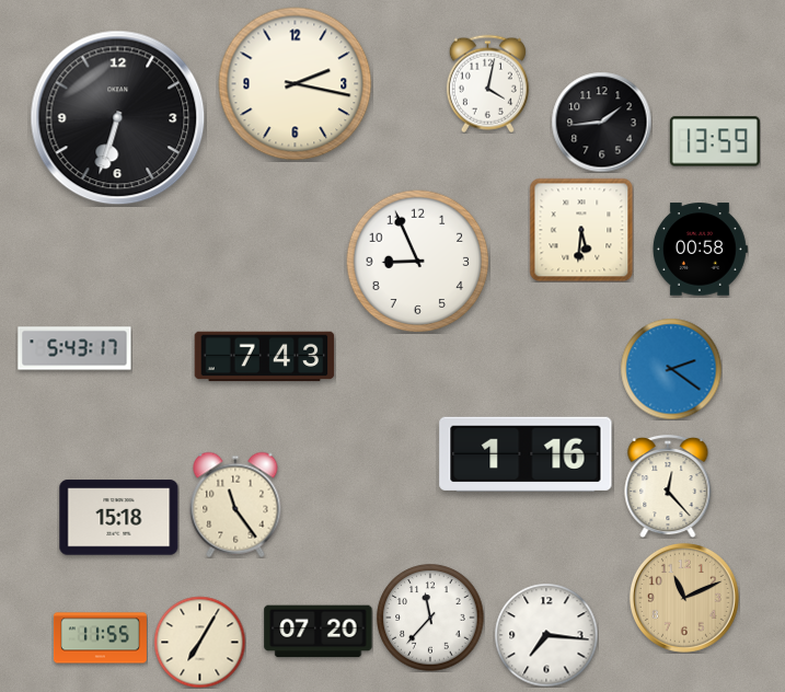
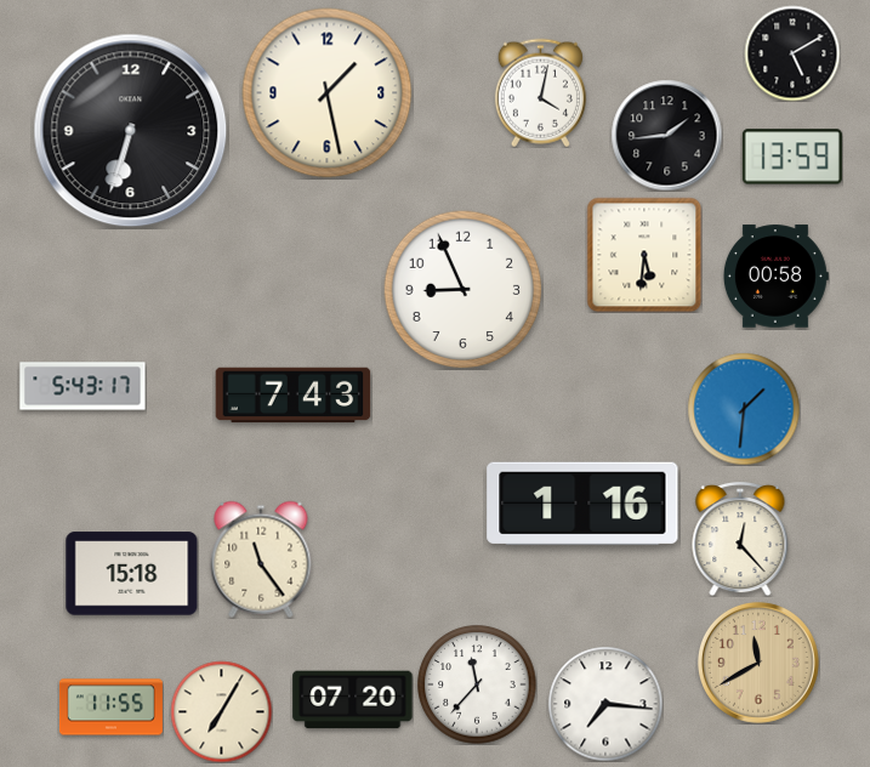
clock at (792, 53): none -> 5:10
clock at (296, 84): 2:17 -> 1:28
clock at (671, 369): 2:21 -> 1:31
clock at (684, 598): 11:11 -> 11:40
